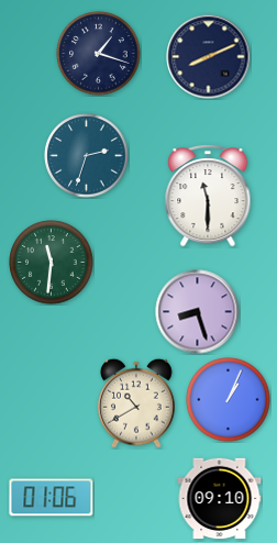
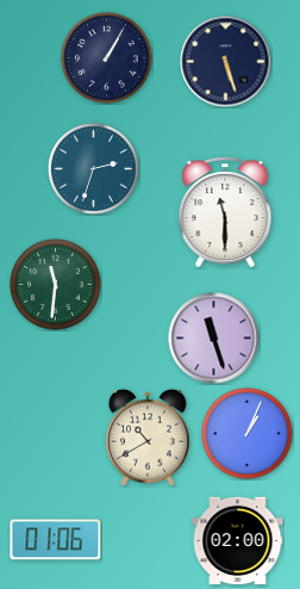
clock at (99, 54): 1:18 -> 1:05
clock at (209, 57): 8:11 -> 5:27
clock at (198, 312): 8:27 -> 11:27
clock at (220, 499): 09:10 -> 02:00
